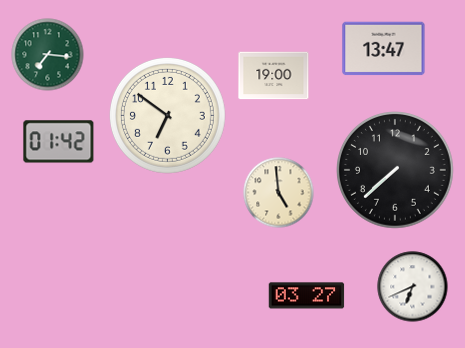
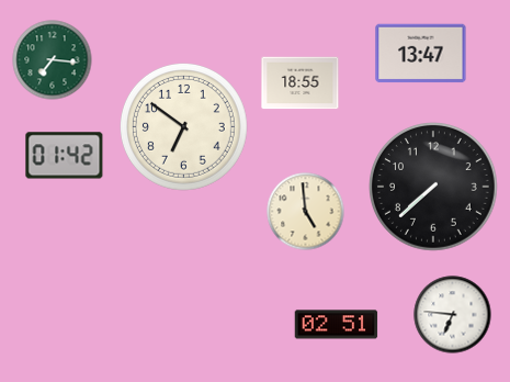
clock at (274, 76): 19:00 -> 18:55
clock at (413, 287): 6:41 -> 6:46
clock at (307, 296): 03:27 -> 02:51
